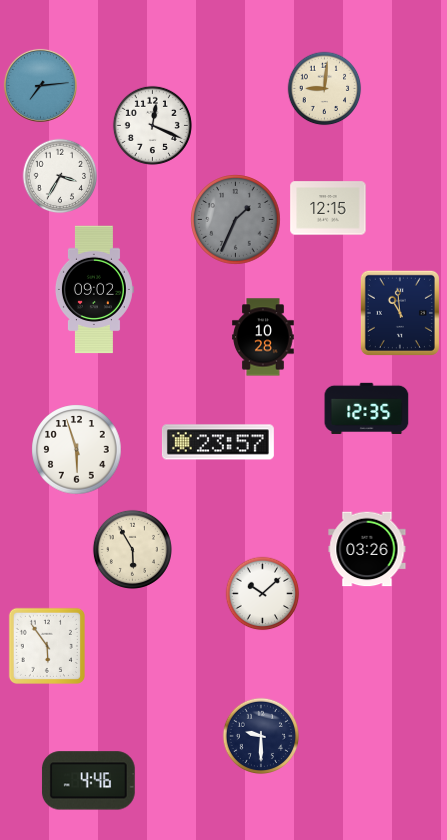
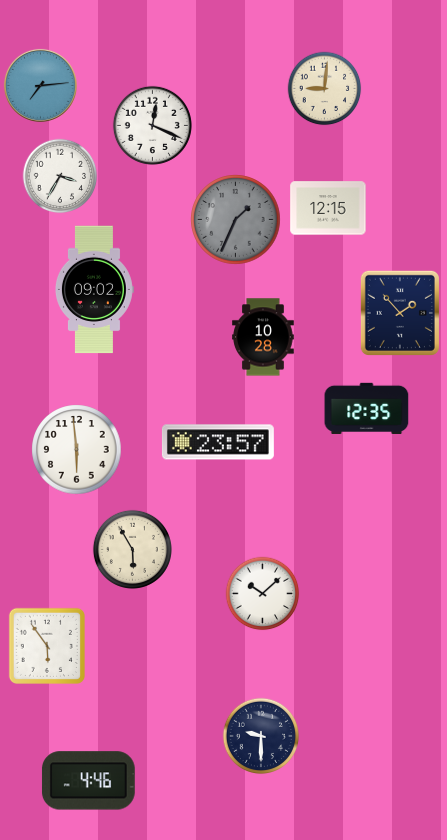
clock at (400, 313): 10:59 -> 1:53
clock at (77, 450): 5:57 -> 5:59
clock at (367, 549): 03:26 -> none
